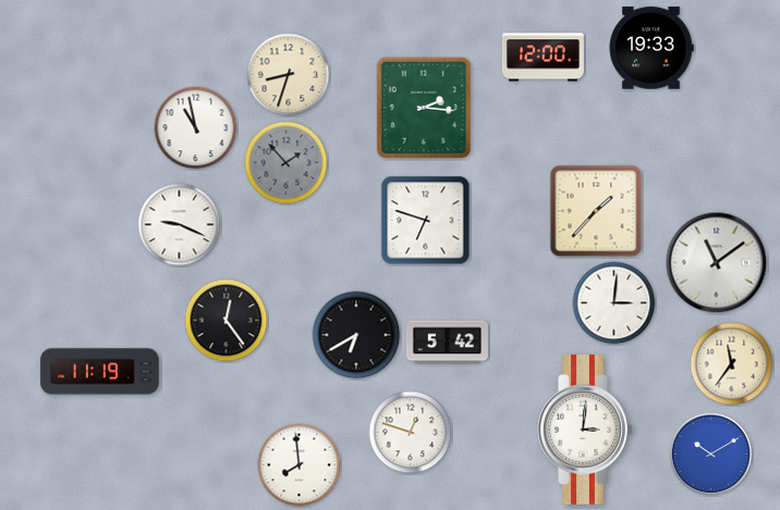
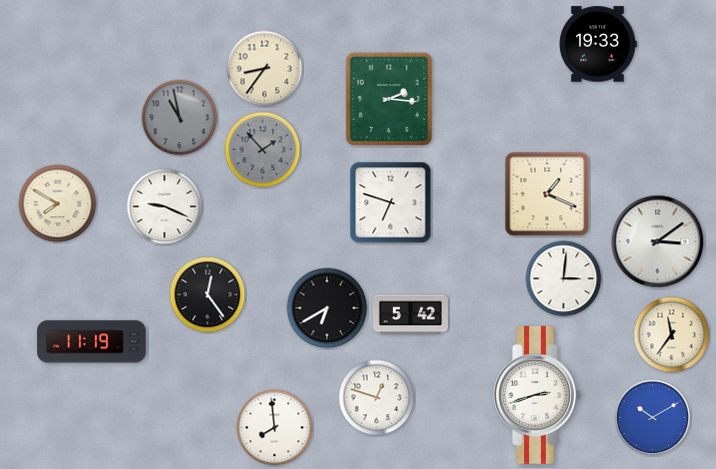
clock at (543, 58): 12:00 -> none
clock at (289, 75): 8:33 -> 8:36
clock at (196, 128) dial: white -> grey
clock at (596, 211): 1:37 -> 1:19
clock at (58, 204): none -> 7:50
clock at (717, 263): 11:09 -> 3:09
clock at (585, 431): 3:01 -> 2:42
